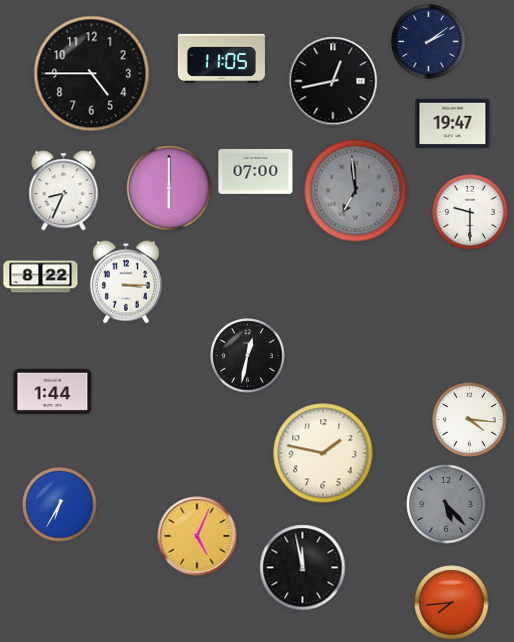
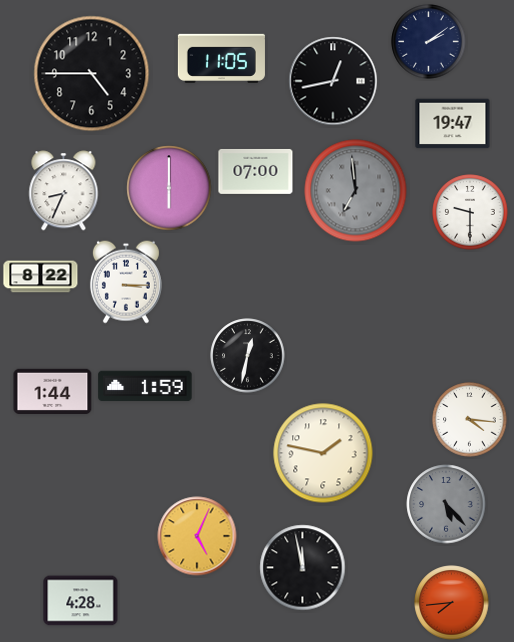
clock at (145, 386): none -> 1:59
clock at (60, 505): 6:35 -> none
clock at (81, 601): none -> 4:28
